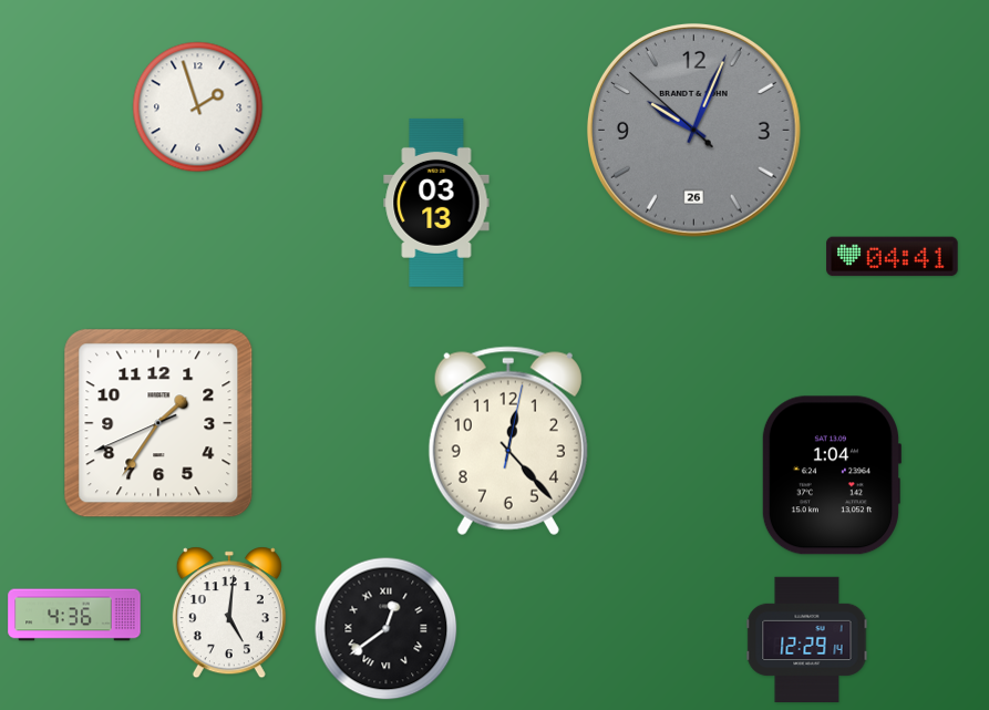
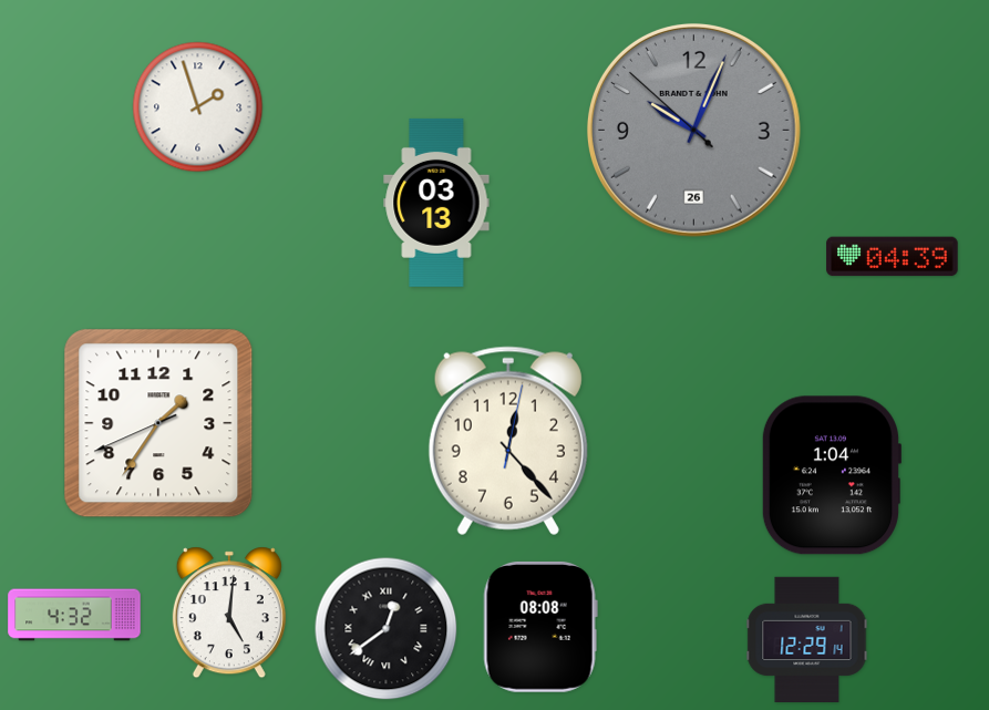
clock at (893, 257): 04:41 -> 04:39
clock at (74, 615): 4:36 -> 4:32
clock at (540, 627): none -> 08:08
